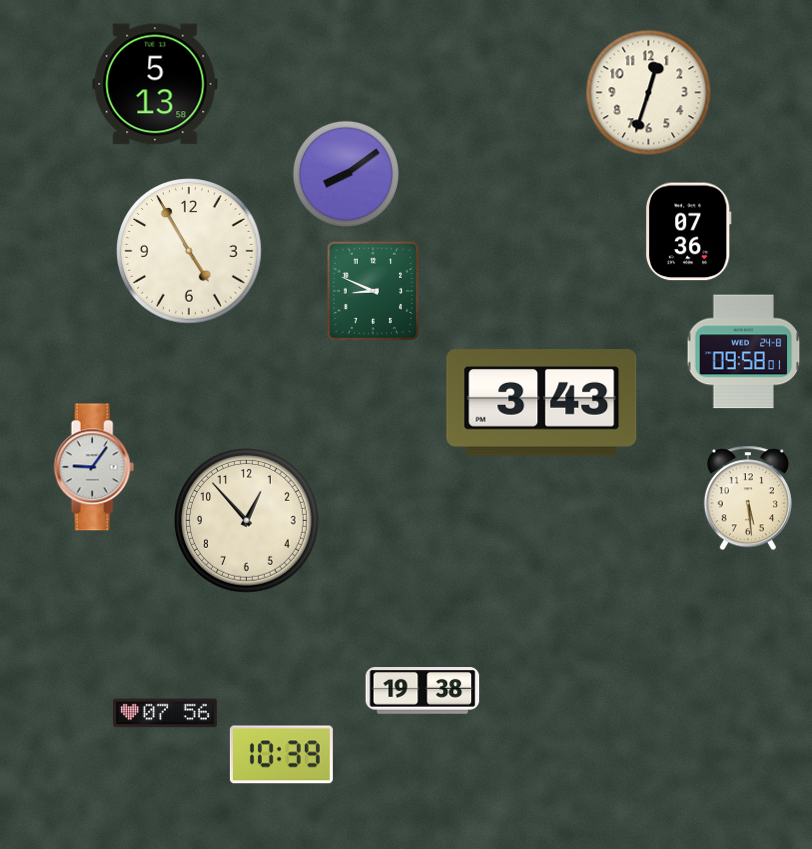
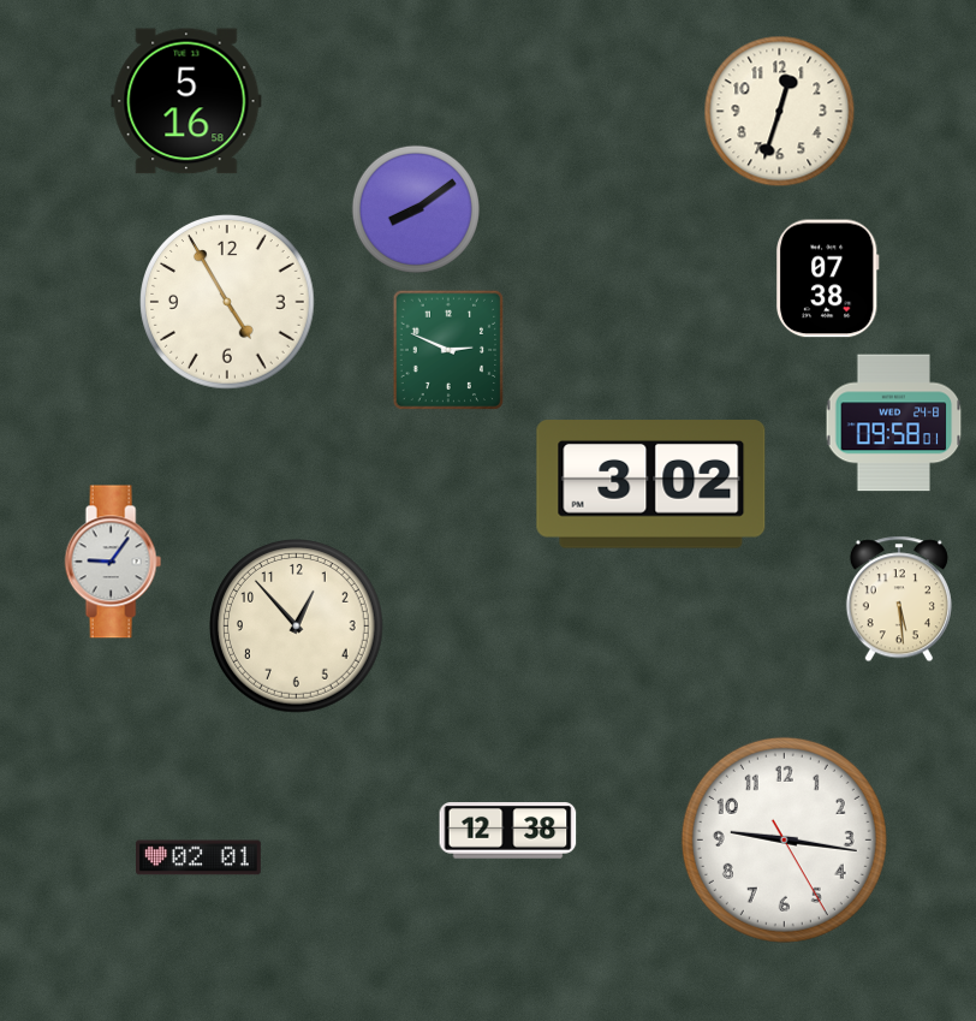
clock at (155, 84): 5:13 -> 5:16
clock at (688, 232): 07:36 -> 07:38
clock at (373, 291): 8:49 -> 2:49
clock at (542, 403): 3:43 -> 3:02
clock at (423, 691): 19:38 -> 12:38
clock at (784, 839): none -> 9:16
clock at (166, 713): 07:56 -> 02:01
clock at (281, 755): 10:39 -> none
